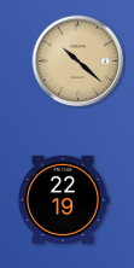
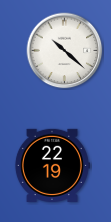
clock at (78, 62) dial: champagne -> white
